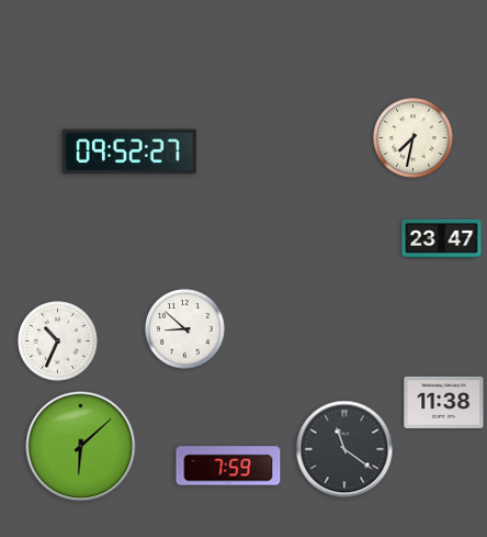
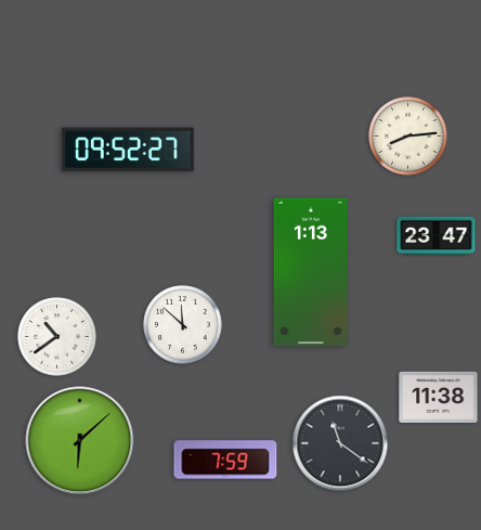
clock at (414, 138): 7:32 -> 8:14
clock at (311, 272): none -> 1:13
clock at (185, 329): 8:52 -> 11:52
clock at (58, 342): 10:34 -> 10:39
